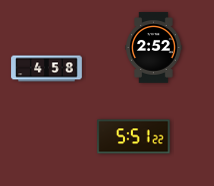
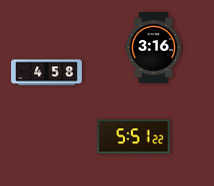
clock at (154, 48): 2:52 -> 3:16
clock at (47, 69) position: (47, 69) -> (47, 73)
